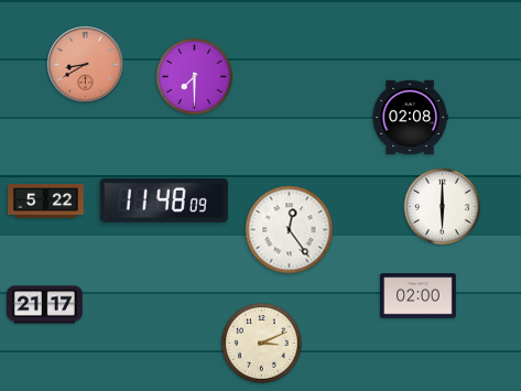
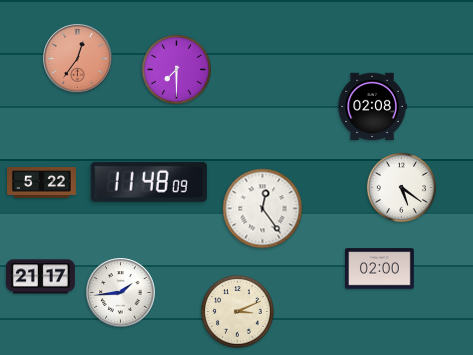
clock at (86, 65): 8:40 -> 12:36
clock at (442, 206): 6:00 -> 5:21
clock at (121, 293): none -> 1:44
